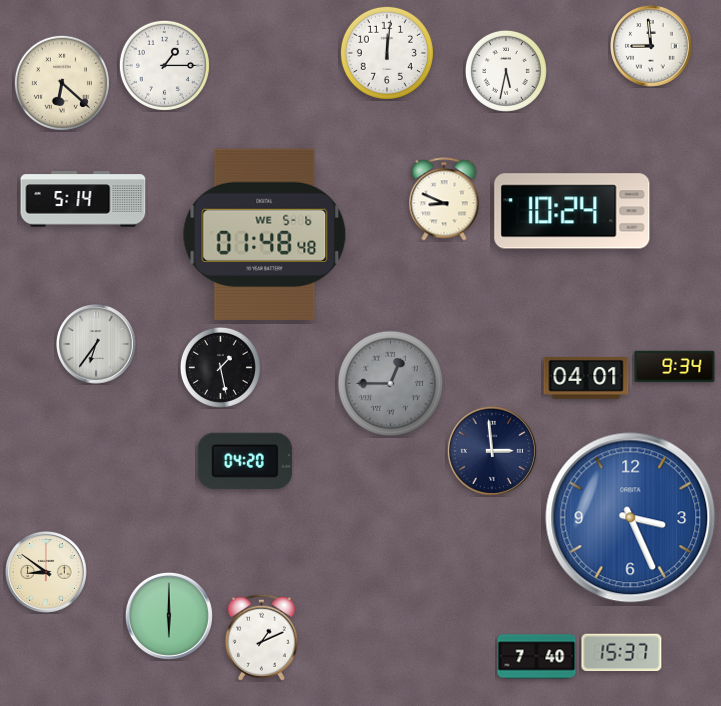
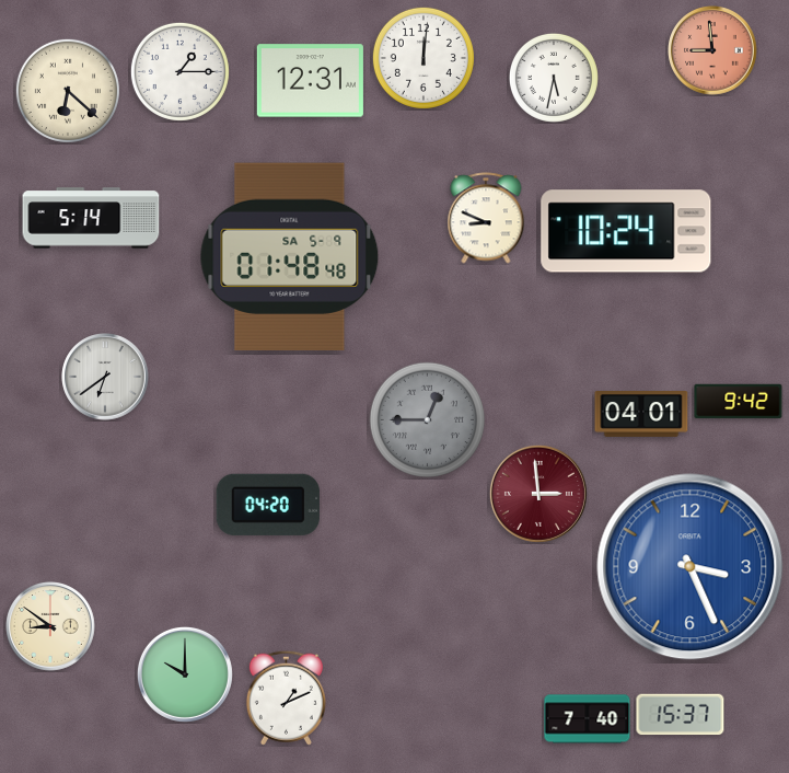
clock at (651, 46) dial: white -> salmon
clock at (310, 81): none -> 12:31
clock at (265, 234) date: WE 5-6 -> SA 5-9
clock at (96, 344): 6:36 -> 6:39
clock at (220, 367): 1:28 -> none
clock at (675, 367): 9:34 -> 9:42
clock at (492, 451) dial: navy -> burgundy
clock at (169, 616): 6:00 -> 10:00
